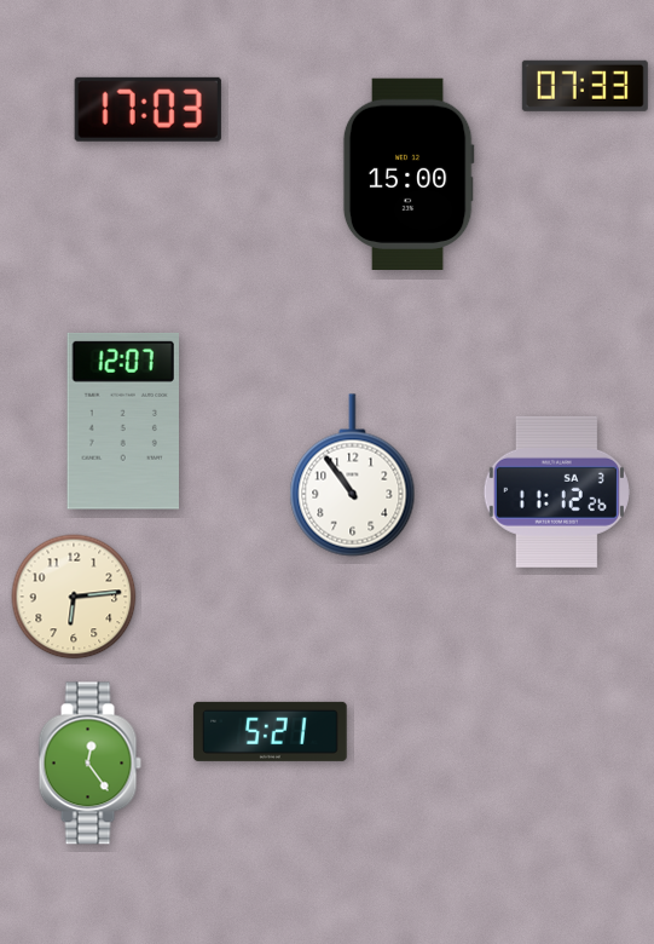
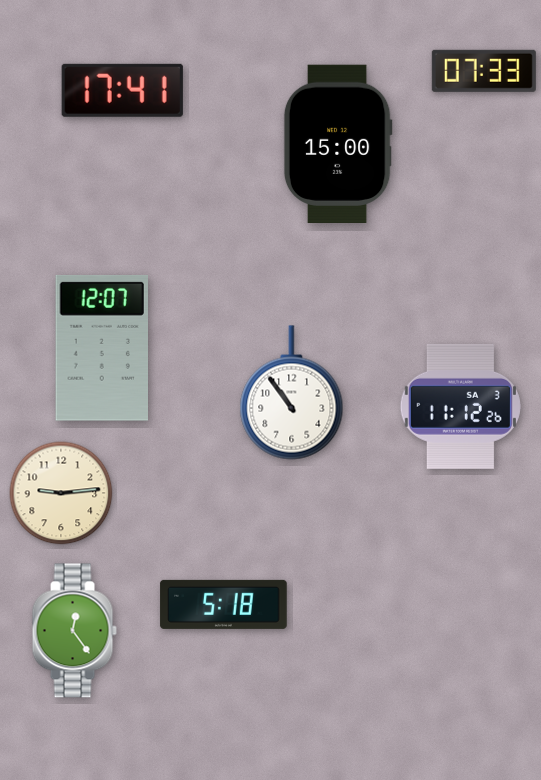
clock at (147, 109): 17:03 -> 17:41
clock at (74, 597): 6:14 -> 9:14
clock at (271, 731): 5:21 -> 5:18
